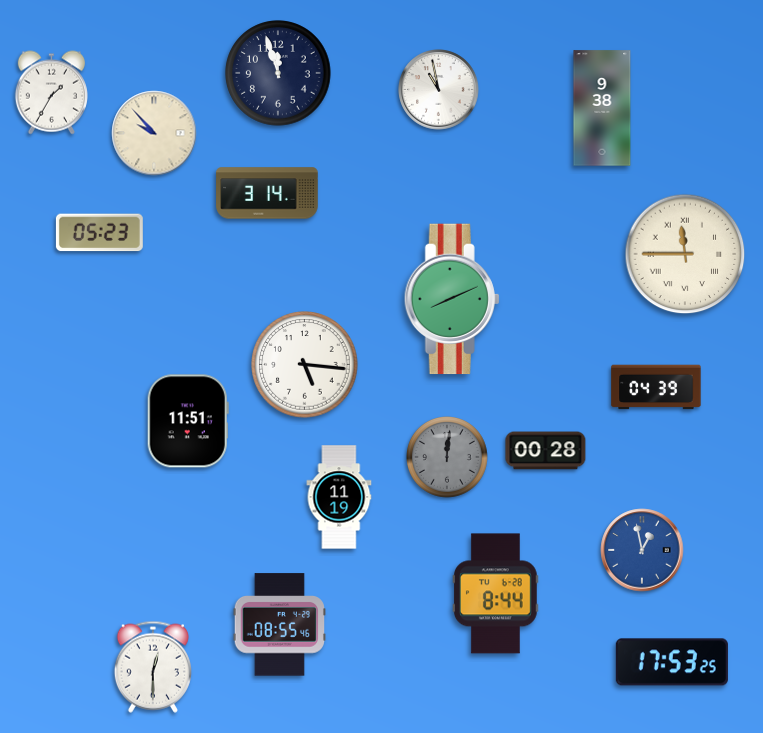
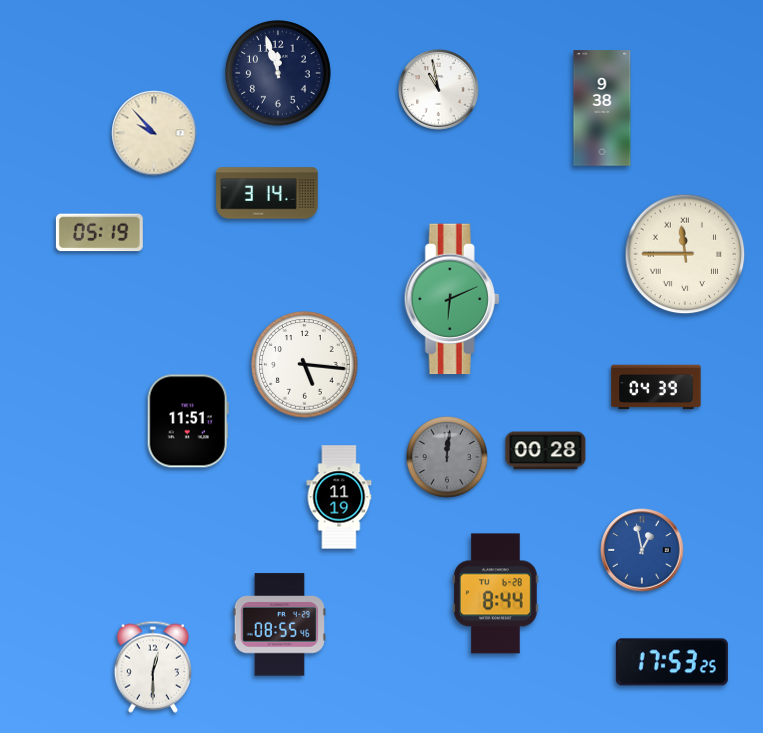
clock at (51, 93): 1:35 -> none
clock at (99, 233): 05:23 -> 05:19
clock at (452, 299): 8:11 -> 6:11
